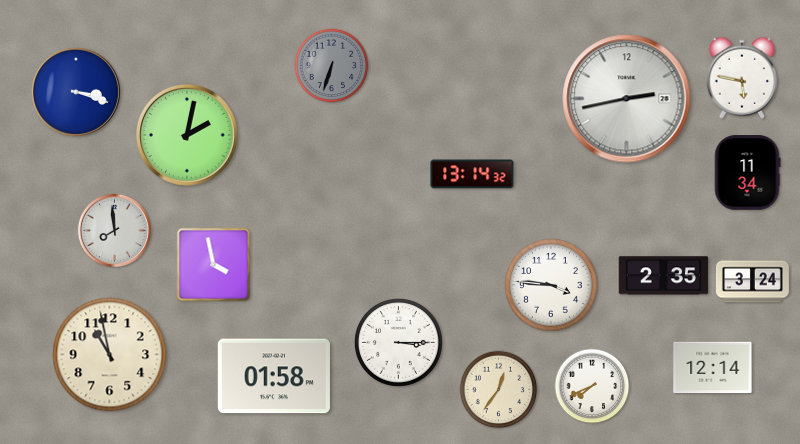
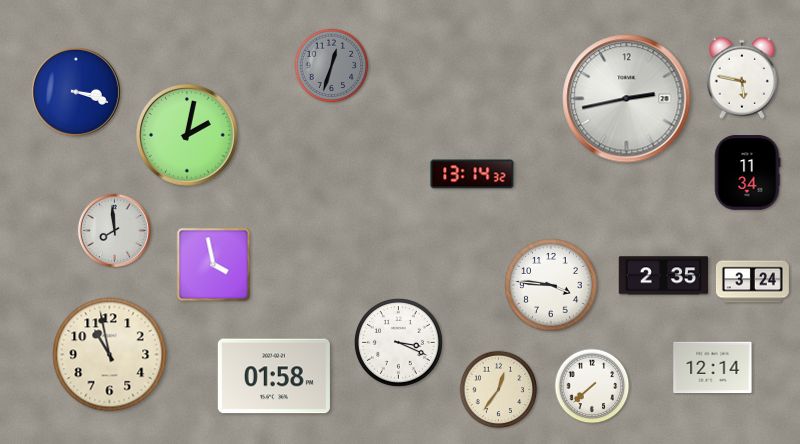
clock at (332, 66): 6:33 -> 12:33
clock at (398, 342): 3:15 -> 3:19
clock at (592, 386): 7:41 -> 7:38
